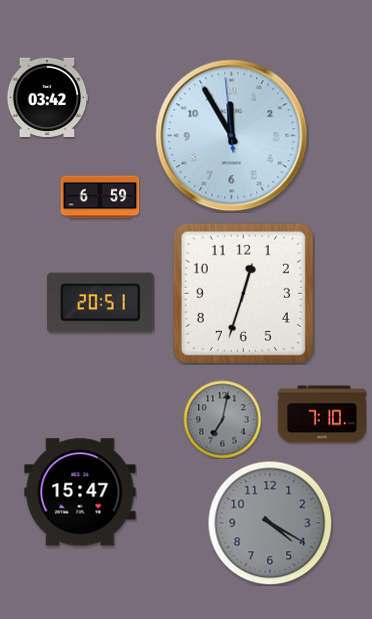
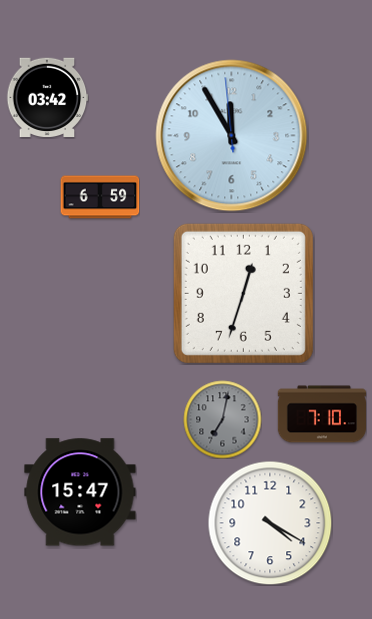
clock at (101, 303): 20:51 -> none
clock at (270, 523) dial: grey -> white
